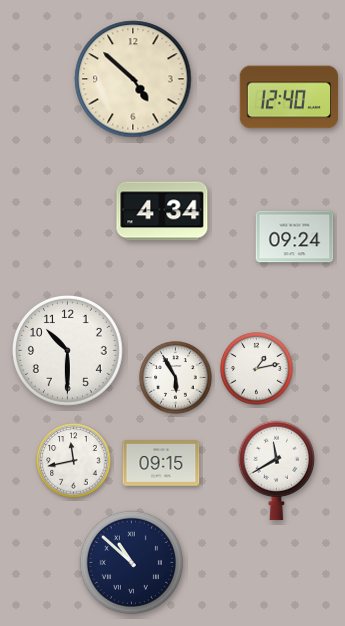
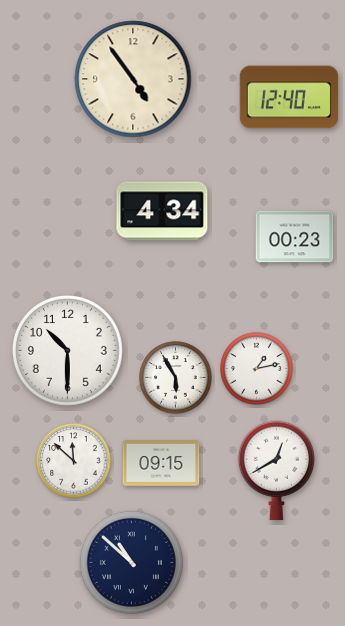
clock at (133, 79): 4:52 -> 4:54
clock at (295, 237): 09:24 -> 00:23
clock at (74, 461): 11:43 -> 11:52
clock at (276, 470): 11:40 -> 12:40
